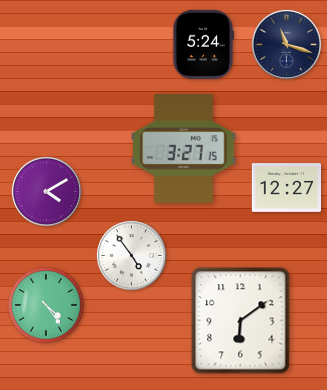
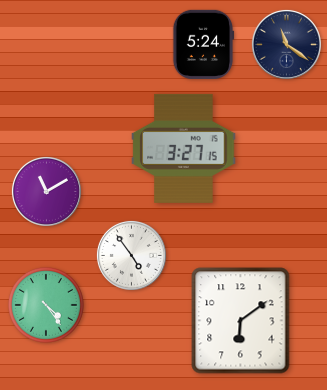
clock at (286, 44): 11:18 -> 11:21
clock at (286, 188): 12:27 -> none
clock at (46, 191): 4:10 -> 11:10
